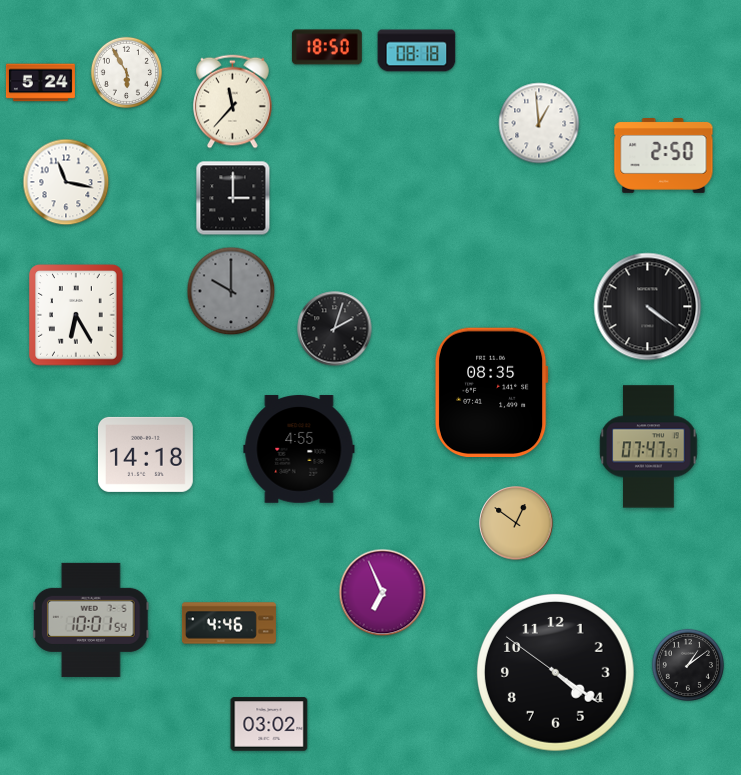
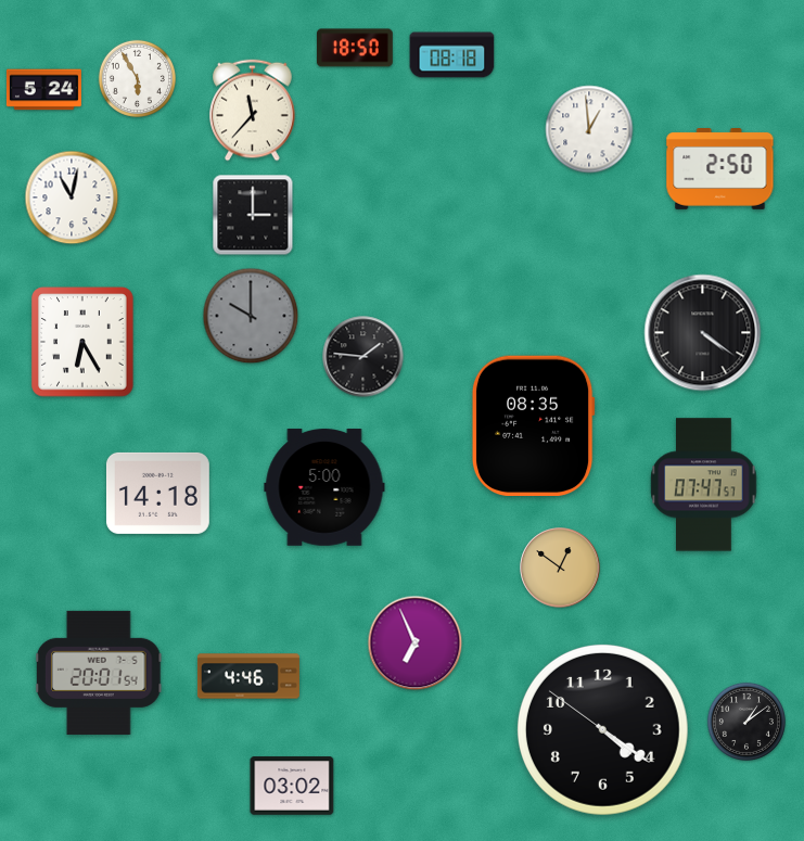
clock at (327, 47) position: (327, 47) -> (355, 48)
clock at (539, 123) position: (539, 123) -> (589, 129)
clock at (66, 182): 11:17 -> 11:02
clock at (335, 329): 2:03 -> 1:46
clock at (299, 449): 4:55 -> 5:00
clock at (92, 620): 10:01 -> 20:01
